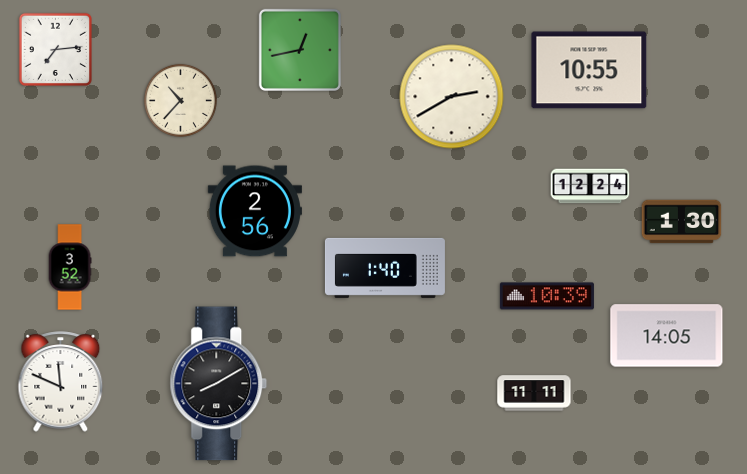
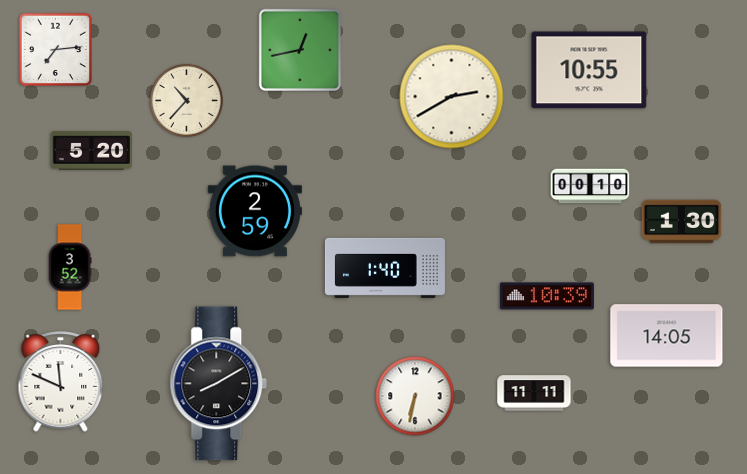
clock at (180, 100) position: (180, 100) -> (186, 100)
clock at (91, 151): none -> 5:20
clock at (590, 186): 12:24 -> 00:10
clock at (255, 211): 2:56 -> 2:59
clock at (415, 396): none -> 6:32
